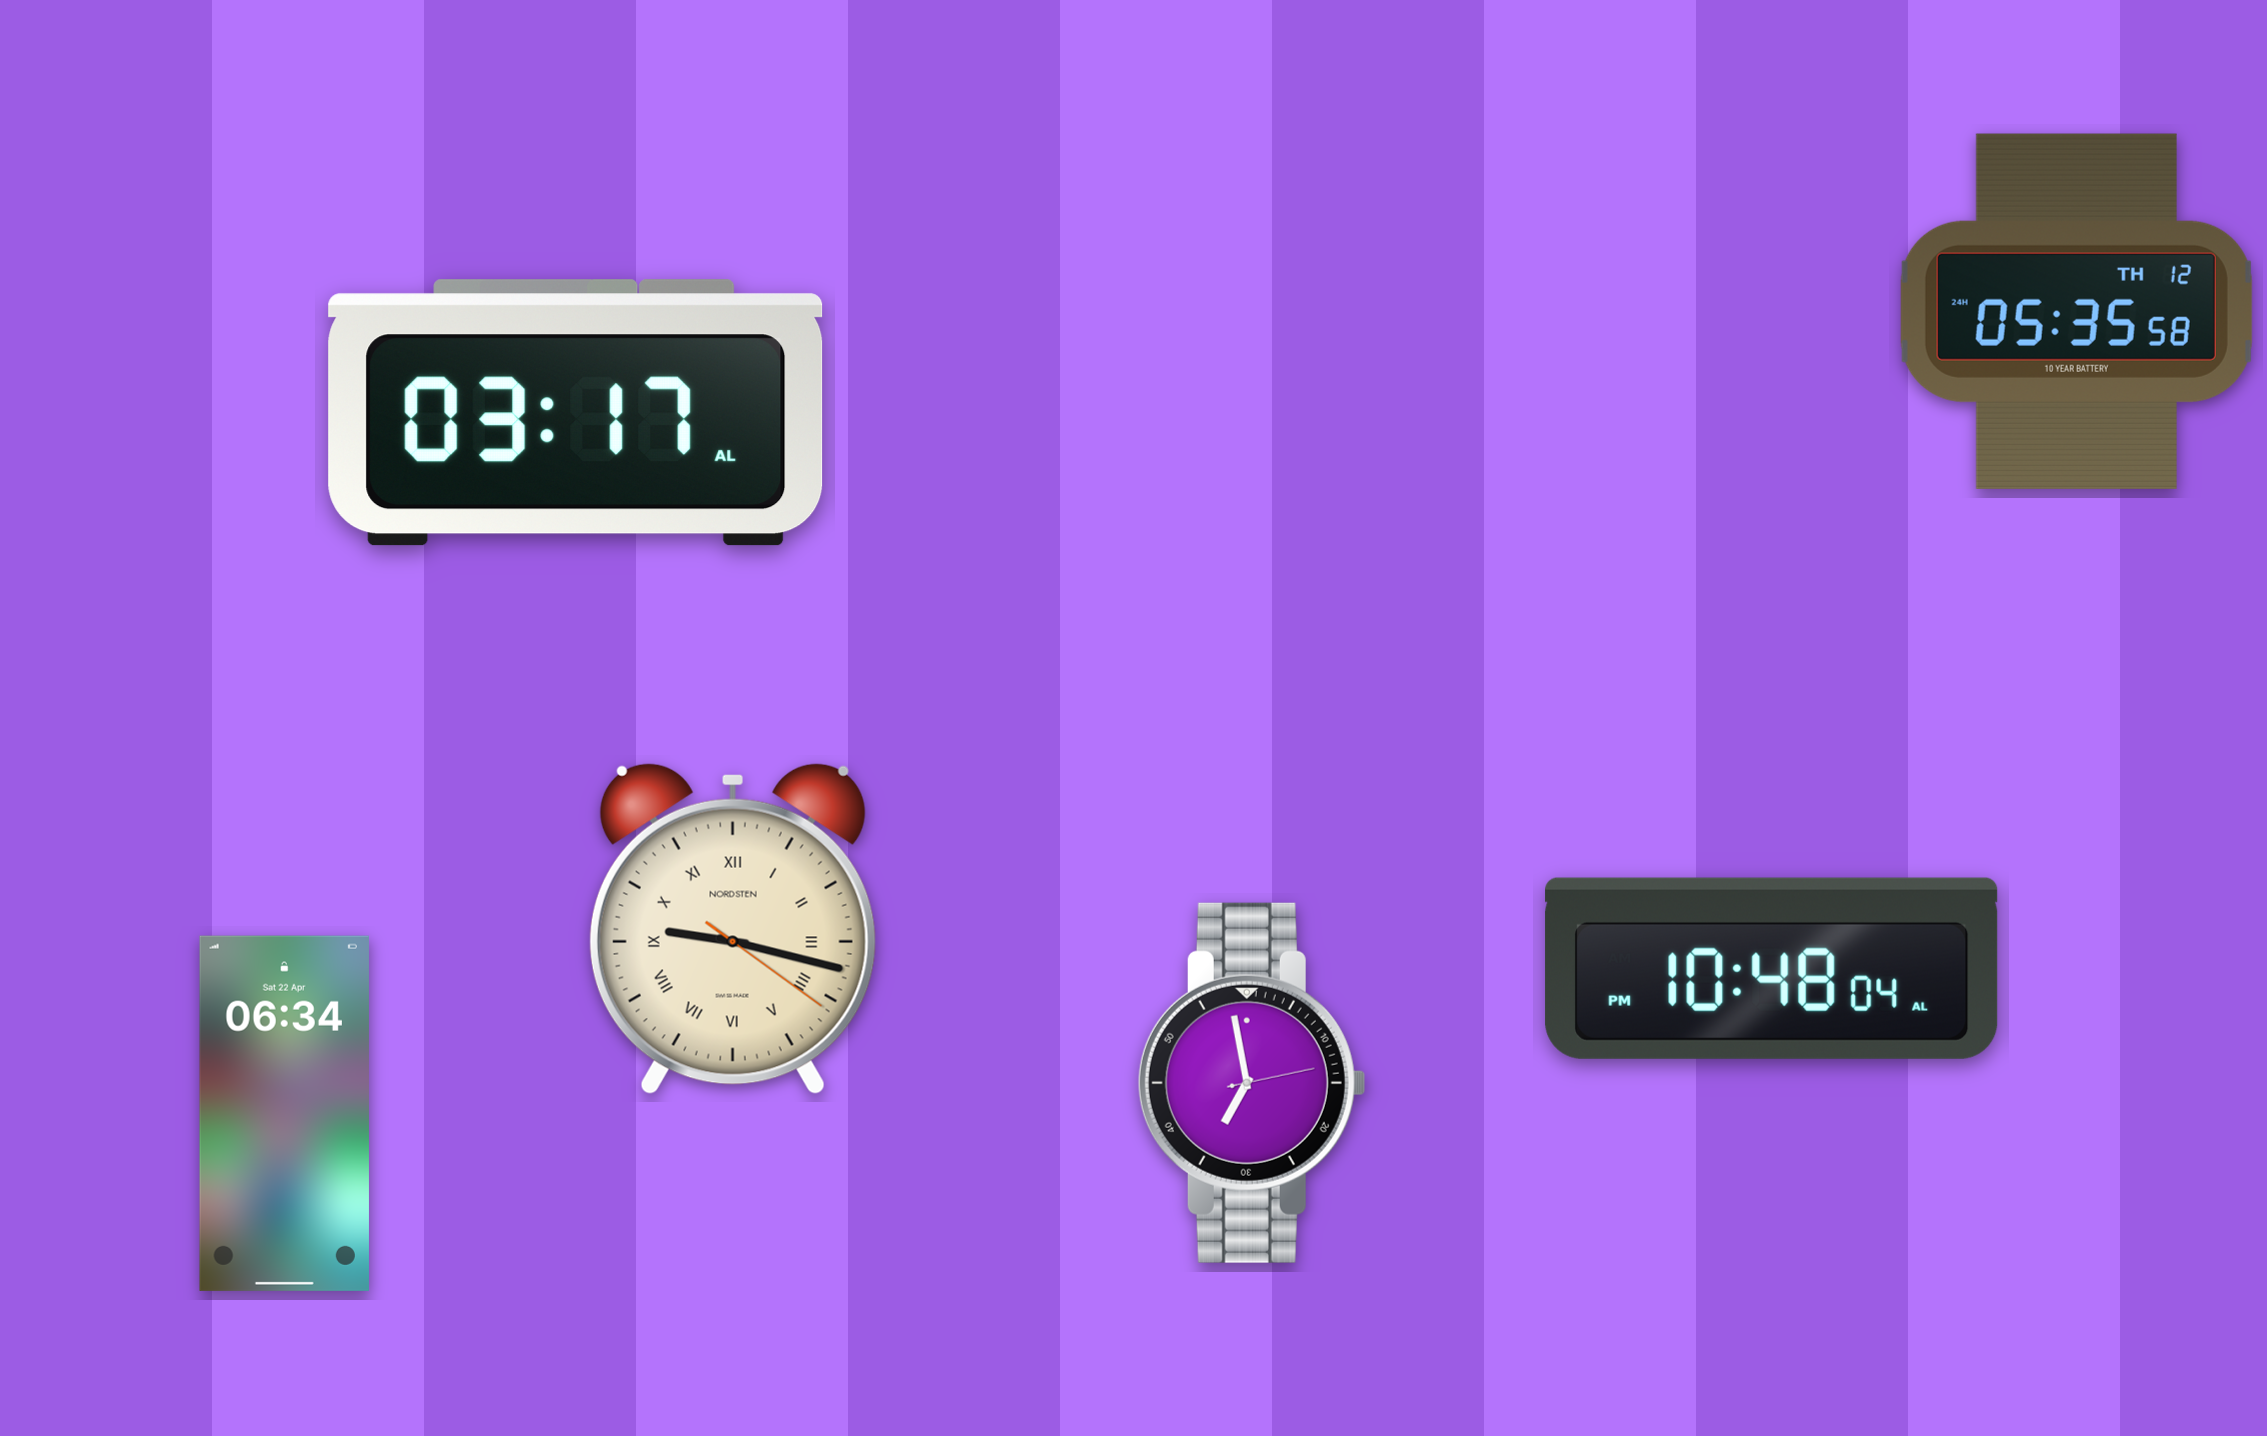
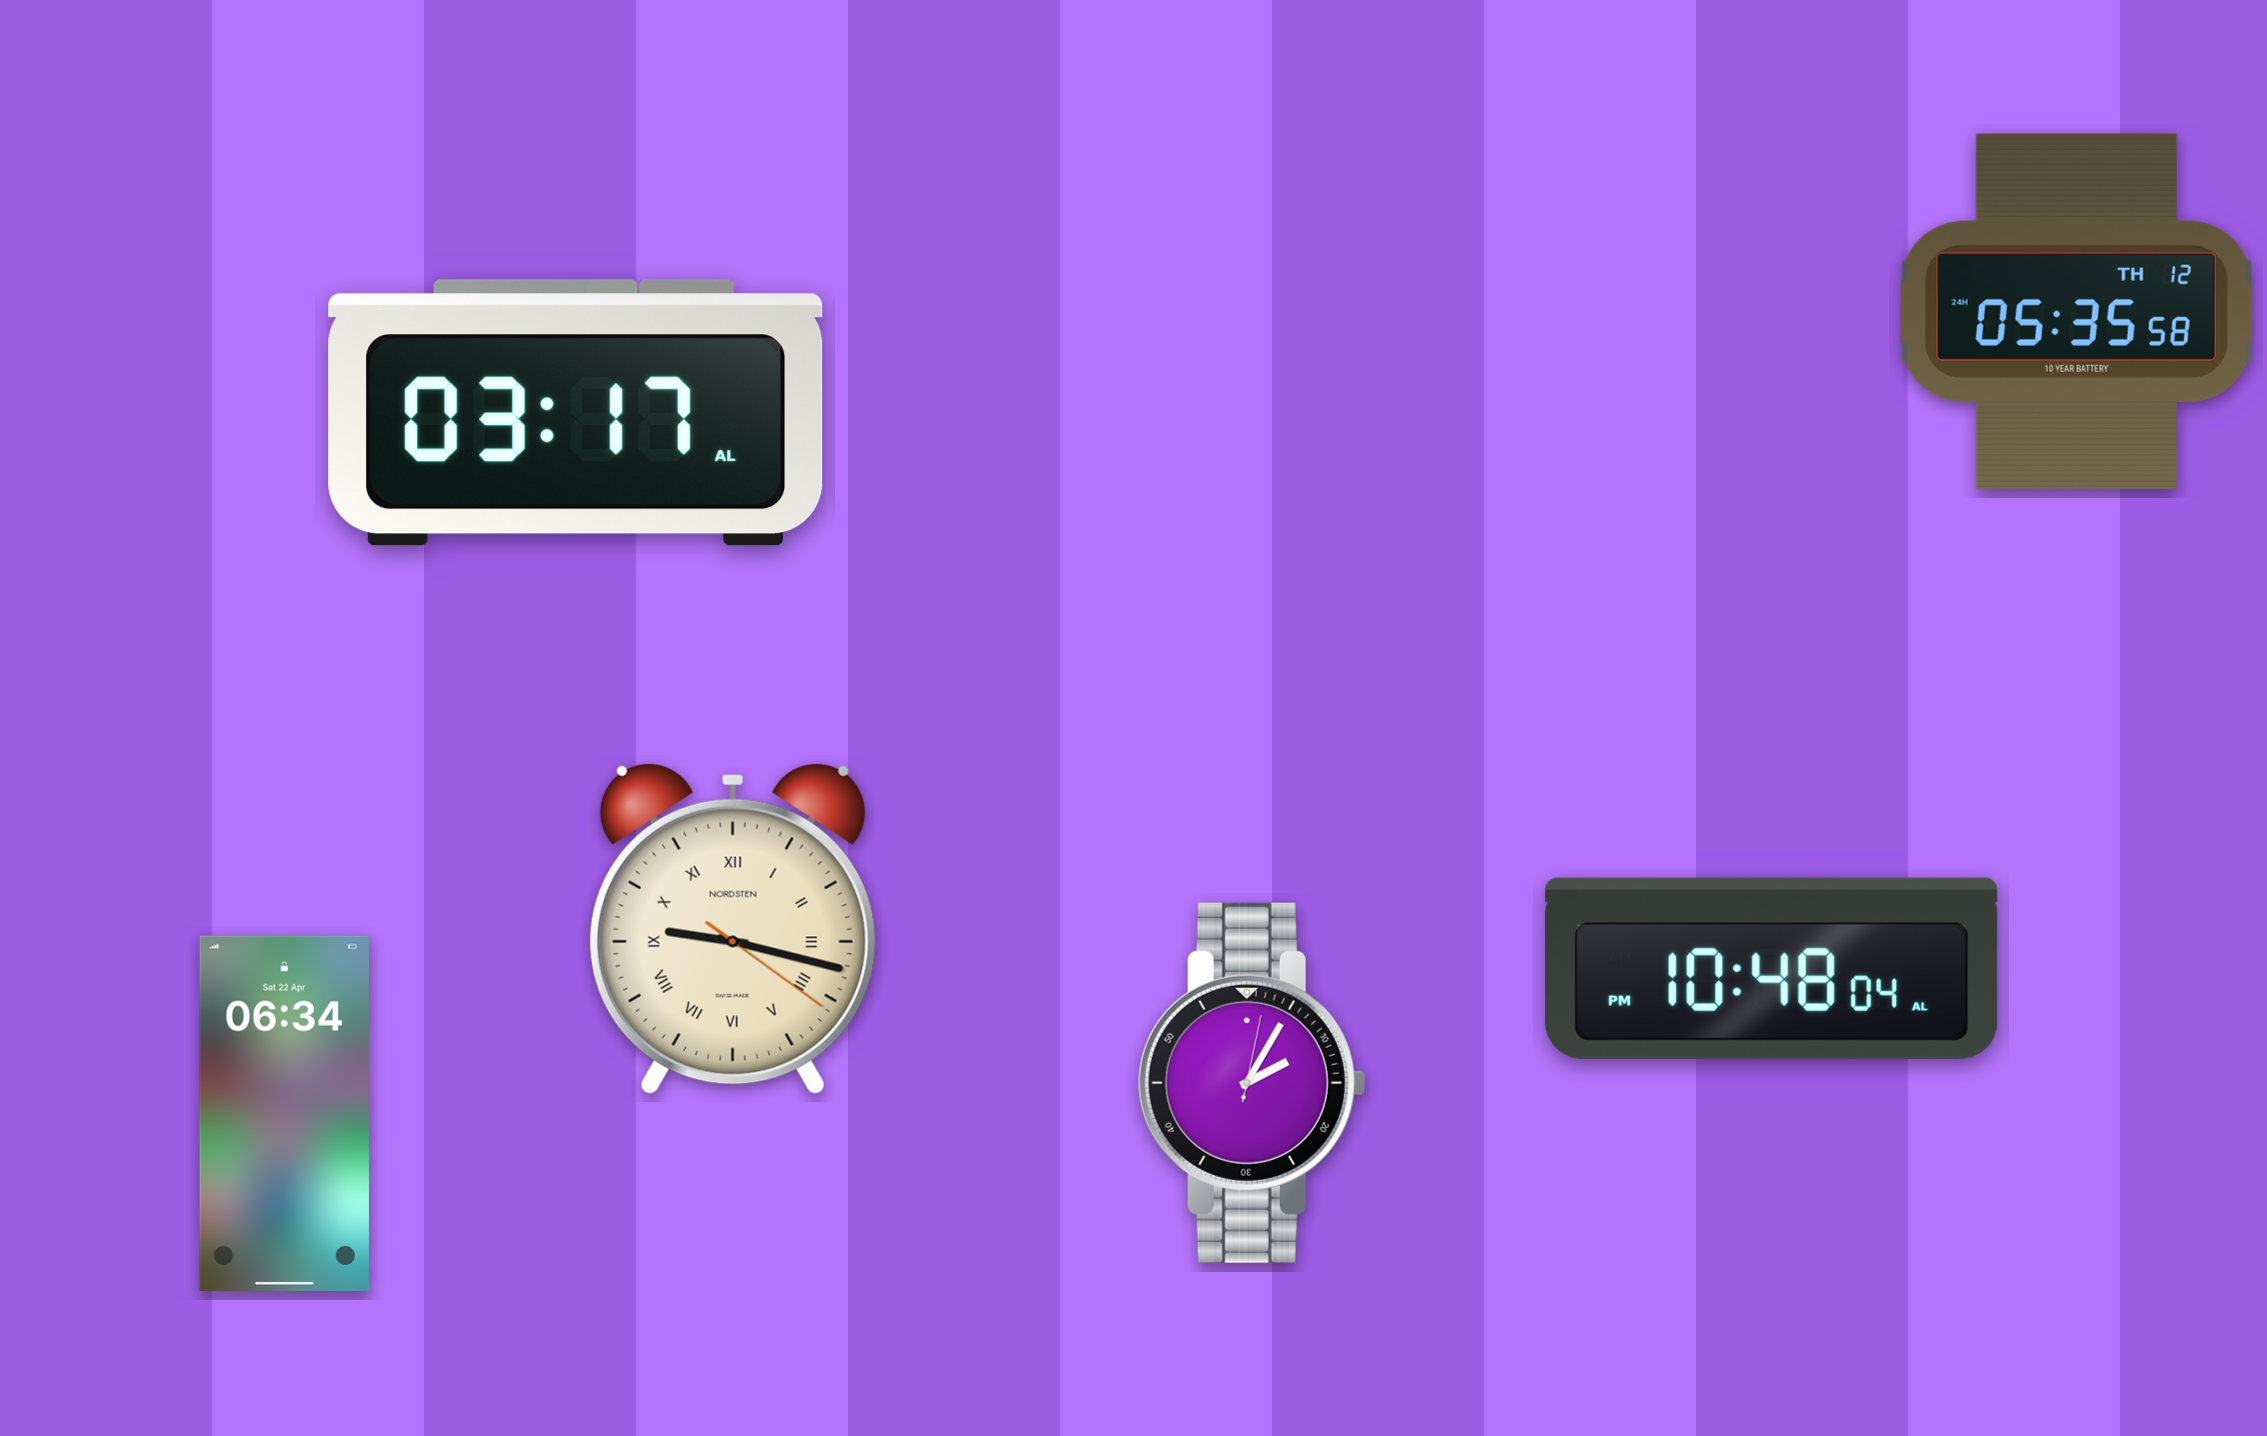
clock at (1252, 1083): 6:58 -> 2:05
